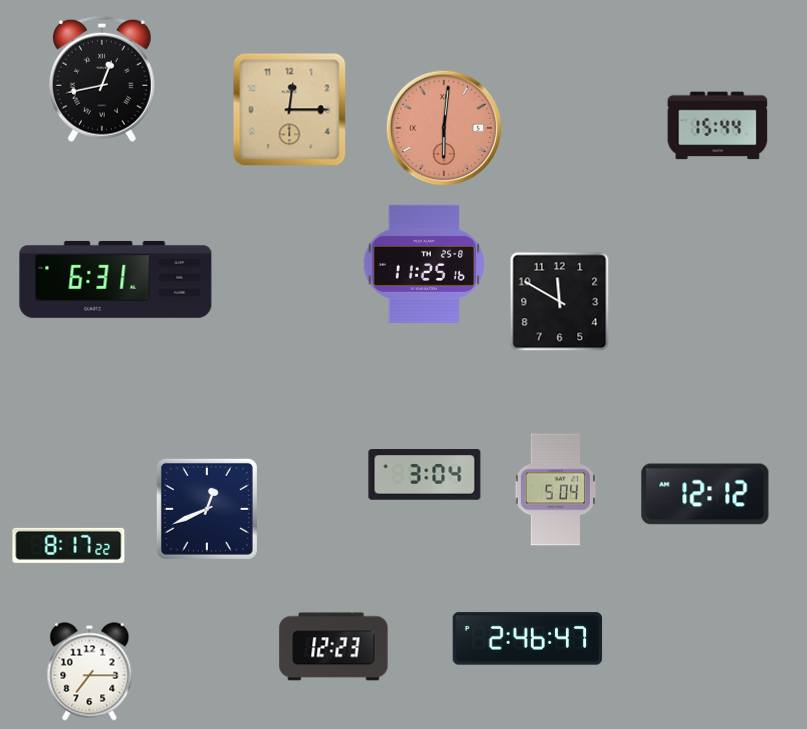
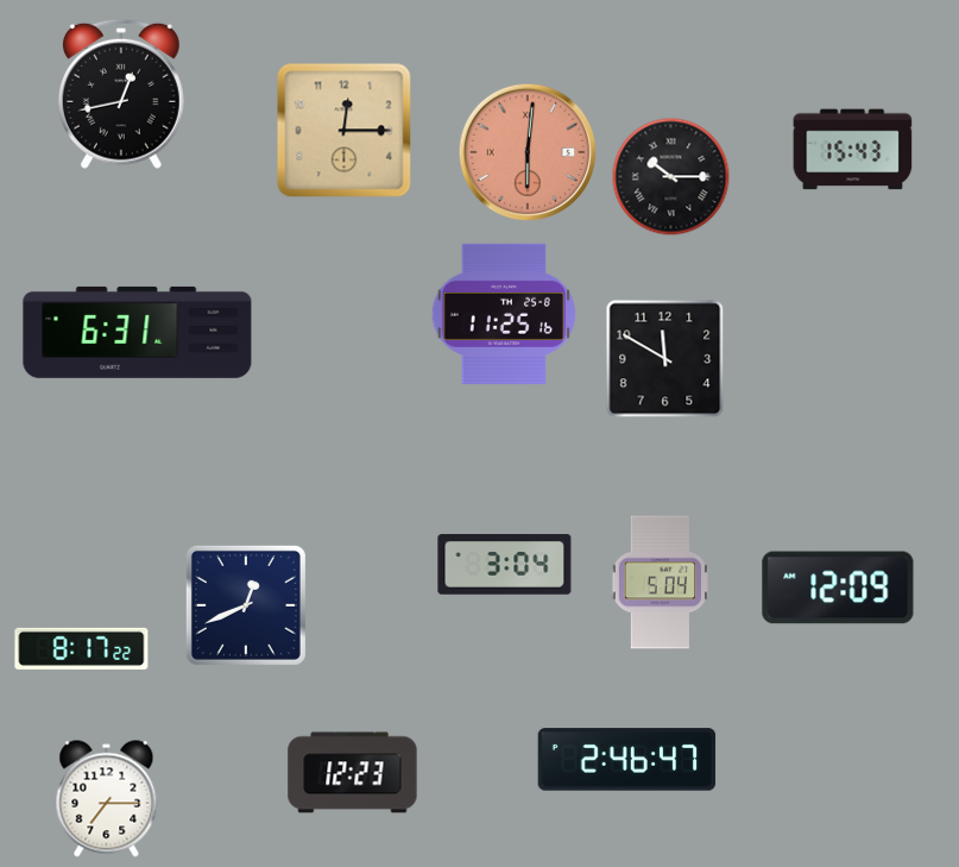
clock at (718, 126): 15:44 -> 15:43
clock at (671, 177): none -> 10:15
clock at (705, 494): 12:12 -> 12:09
clock at (334, 647) position: (334, 647) -> (353, 773)
